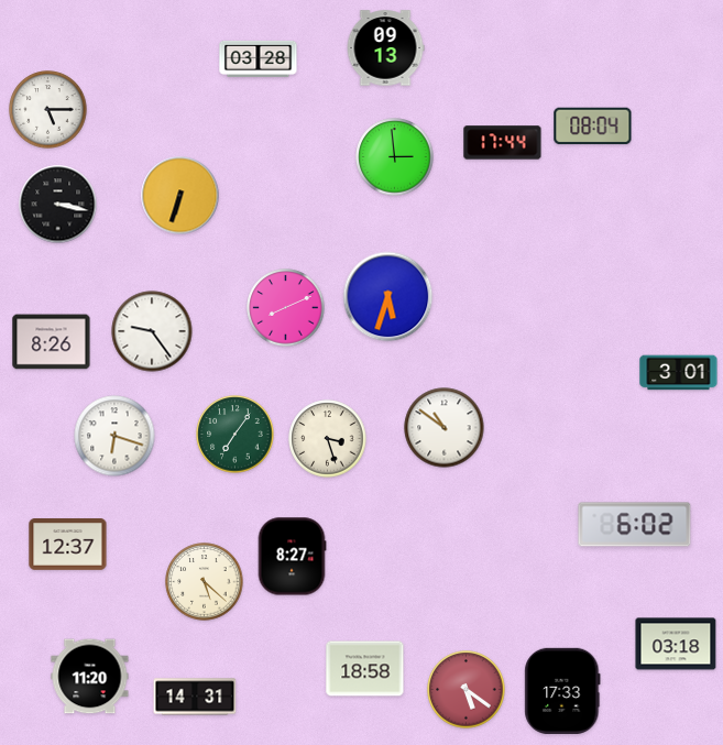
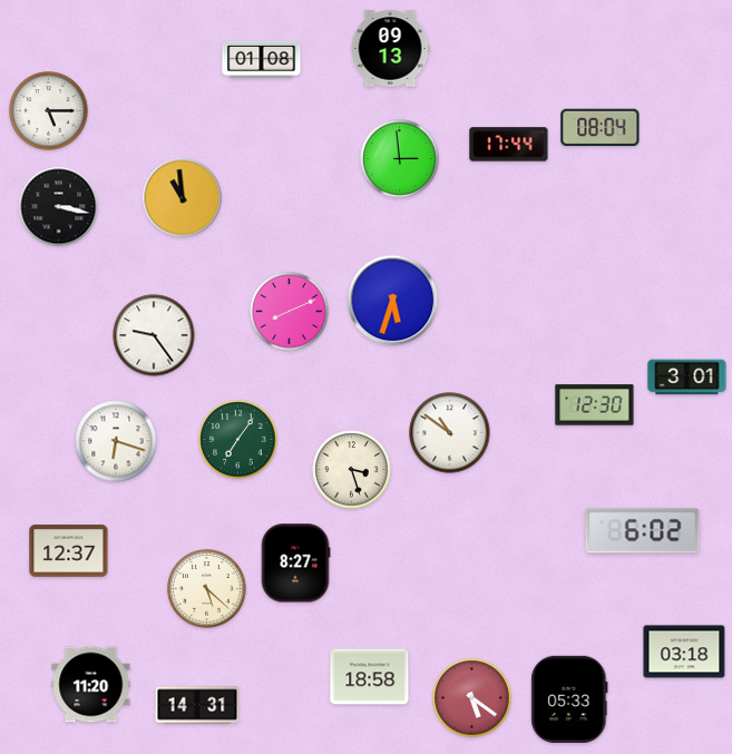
clock at (259, 58): 03:28 -> 01:08
clock at (180, 196): 6:33 -> 10:59
clock at (52, 342): 8:26 -> none
clock at (595, 405): none -> 12:30
clock at (328, 439) position: (328, 439) -> (352, 470)
clock at (562, 691): 17:33 -> 05:33
